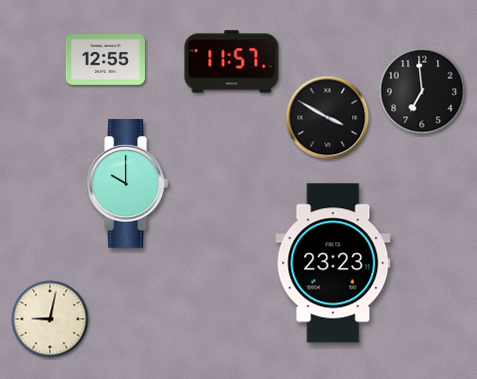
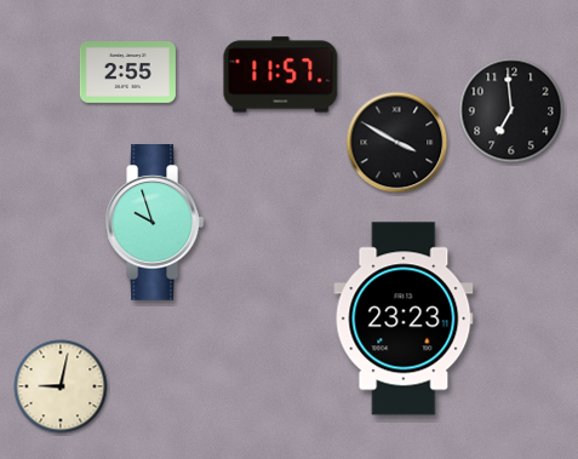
clock at (105, 60): 12:55 -> 2:55
clock at (128, 184): 10:00 -> 9:57
